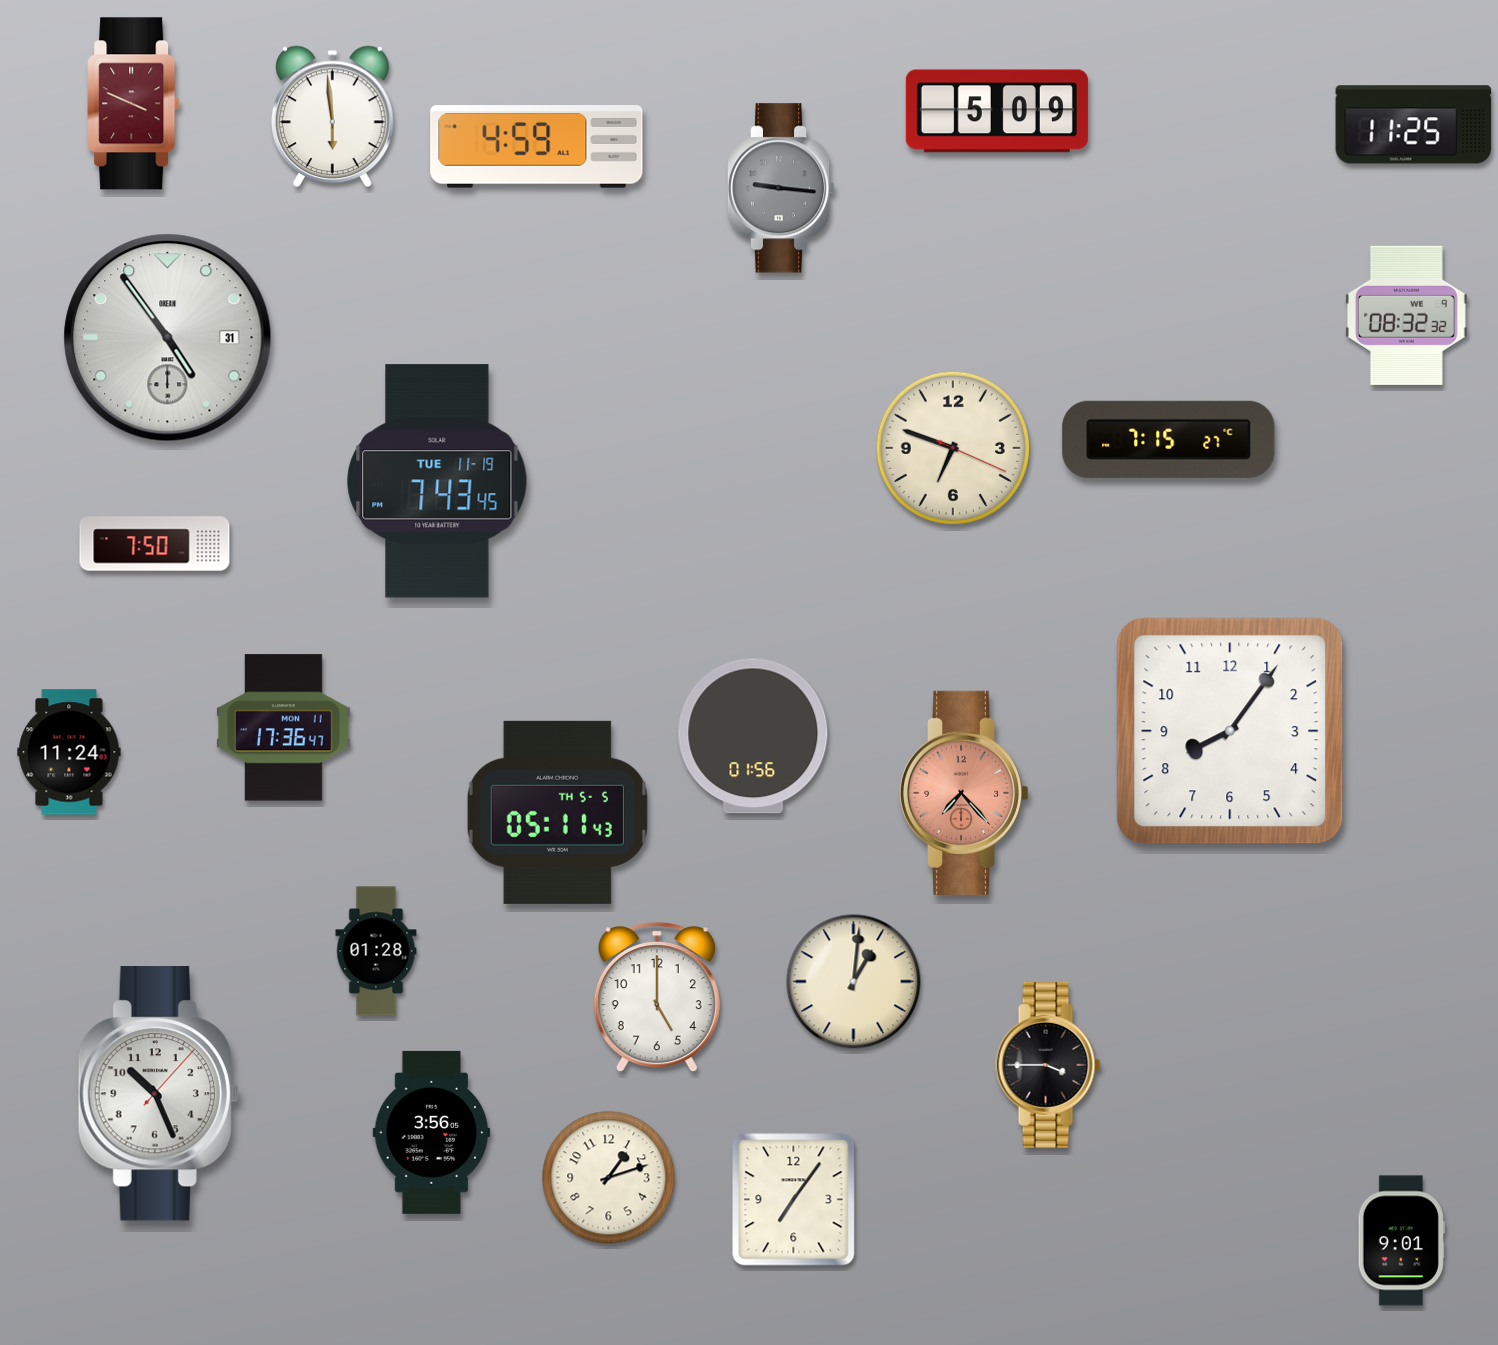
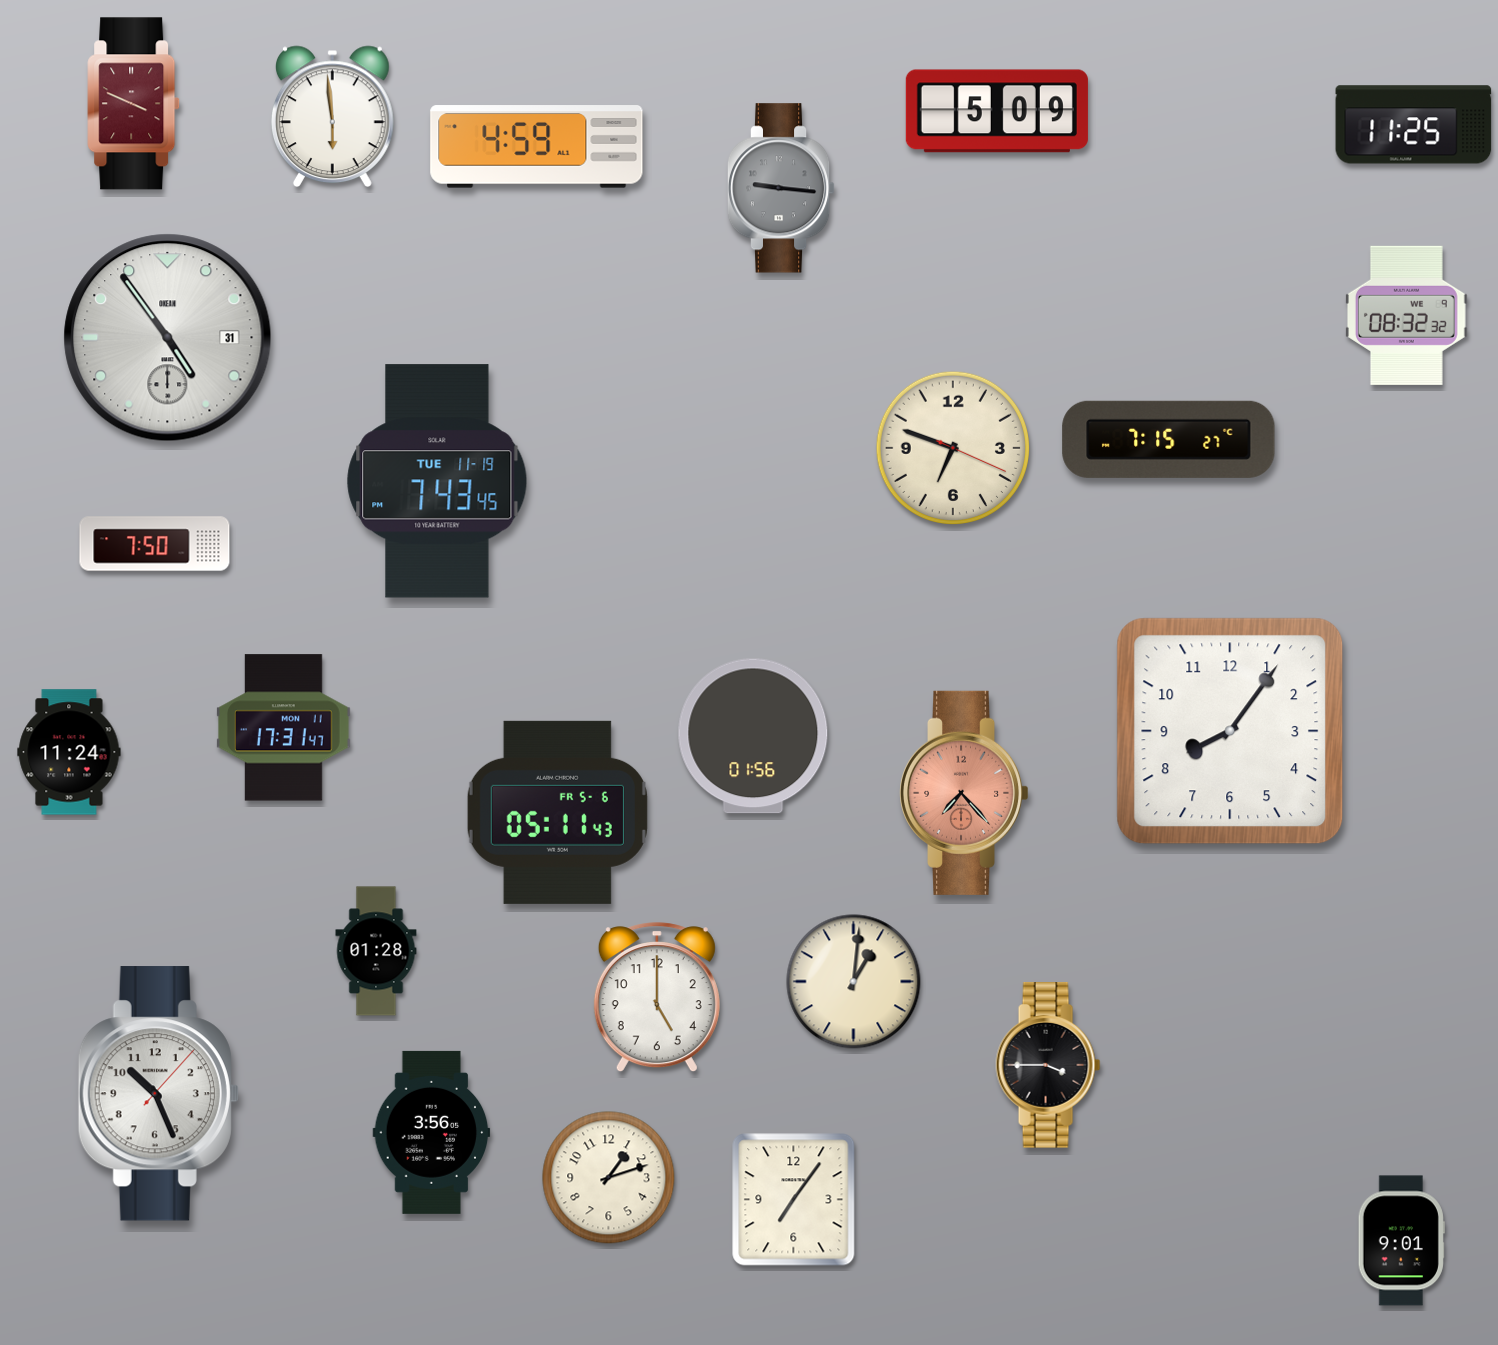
clock at (284, 728): 17:36 -> 17:31
clock at (557, 812) date: TH 5-5 -> FR 5-6
